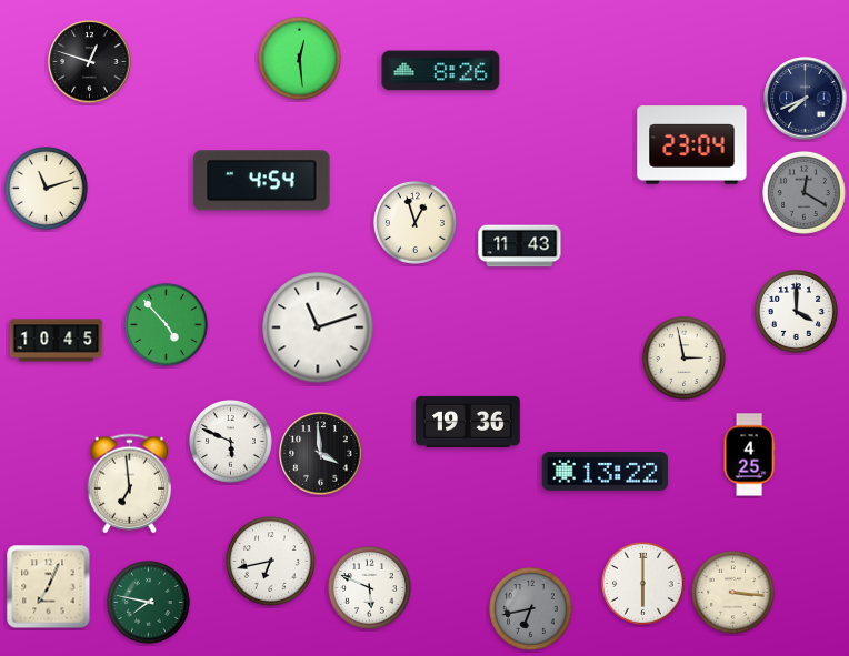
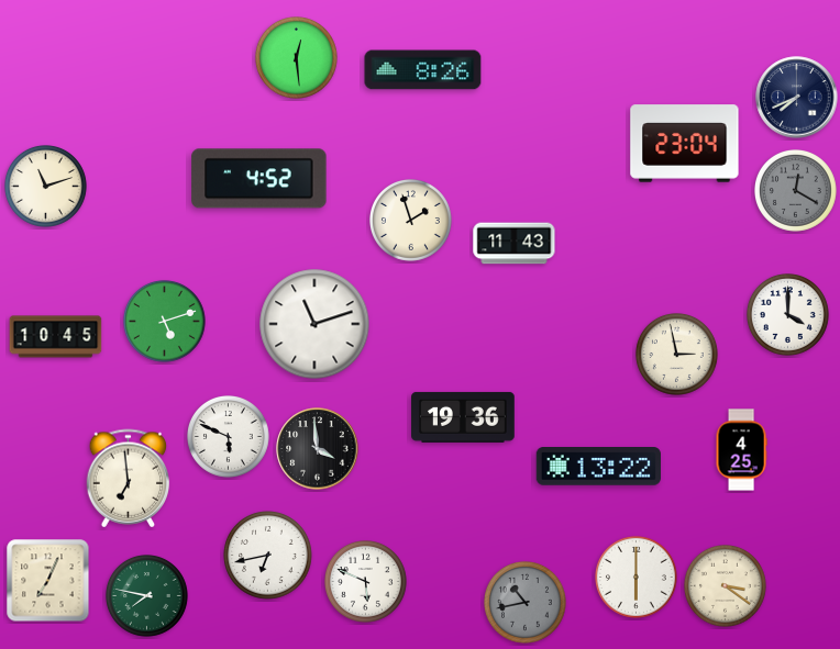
clock at (90, 62): 12:48 -> none
clock at (441, 71) position: (441, 71) -> (423, 70)
clock at (262, 181): 4:54 -> 4:52
clock at (416, 223): 12:57 -> 1:57
clock at (797, 312) position: (797, 312) -> (788, 315)
clock at (167, 325): 4:53 -> 5:12
clock at (733, 593): 3:16 -> 3:21
clock at (531, 609): 6:43 -> 10:43
